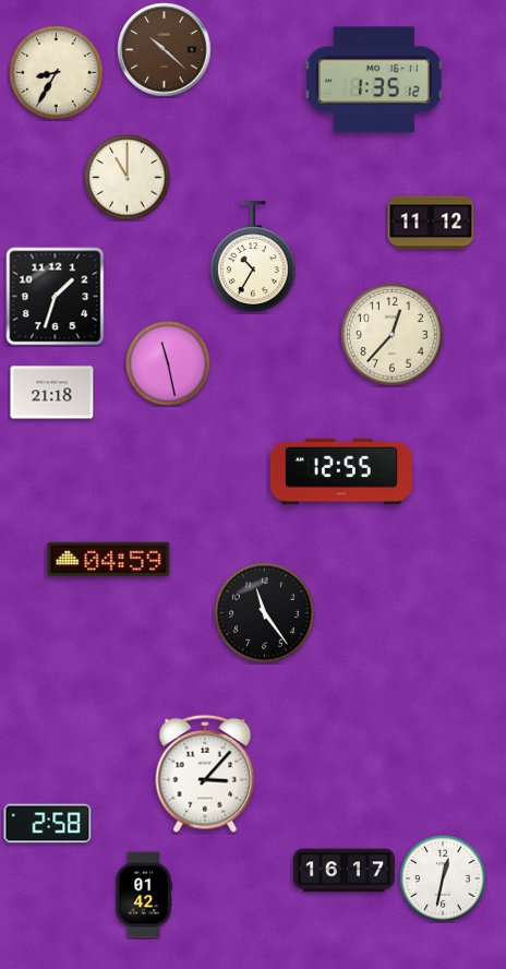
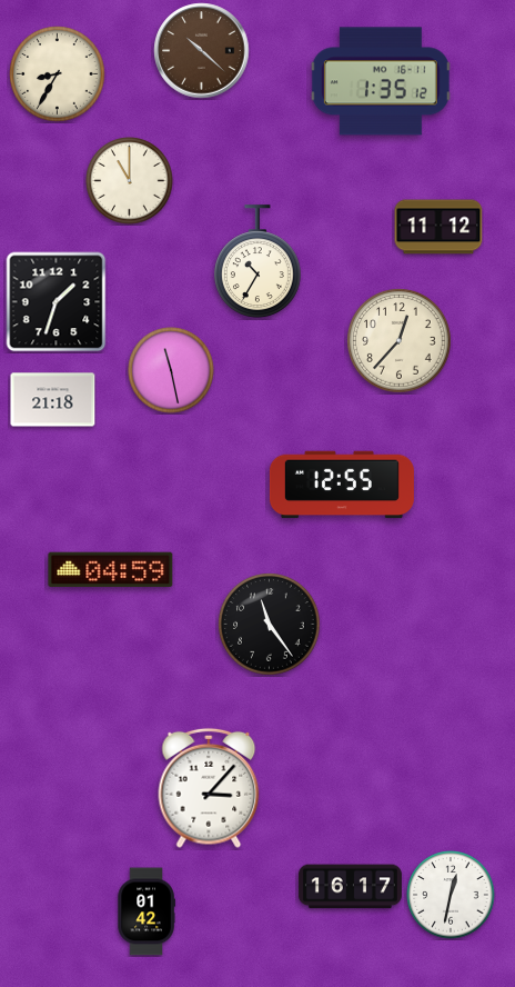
clock at (165, 50) position: (165, 50) -> (202, 51)
clock at (341, 471) position: (341, 471) -> (342, 485)
clock at (48, 824): 2:58 -> none
